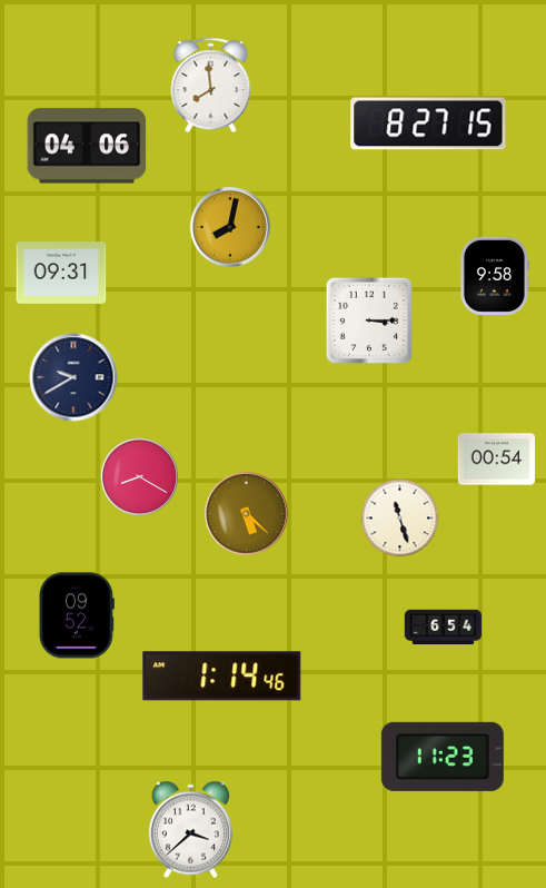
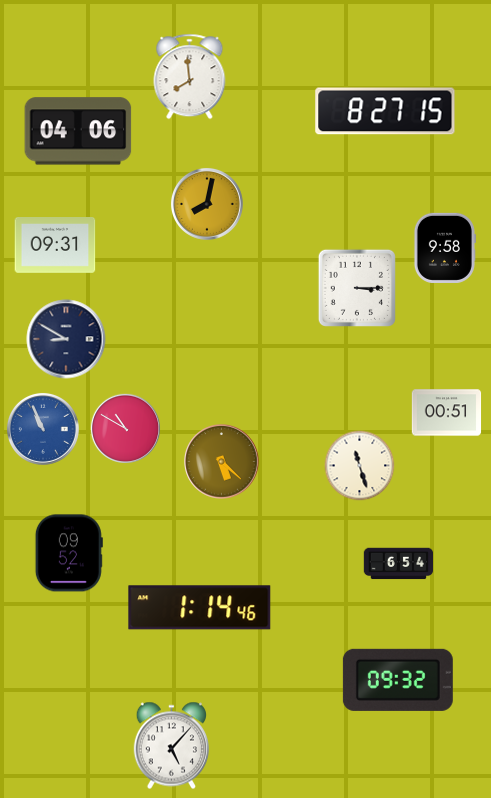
clock at (369, 320) position: (369, 320) -> (357, 288)
clock at (73, 377): 9:40 -> 8:50
clock at (497, 460): 00:54 -> 00:51
clock at (139, 476): 8:20 -> 10:50
clock at (43, 429): none -> 10:56
clock at (443, 757): 11:23 -> 09:32
clock at (190, 830): 3:38 -> 5:07
